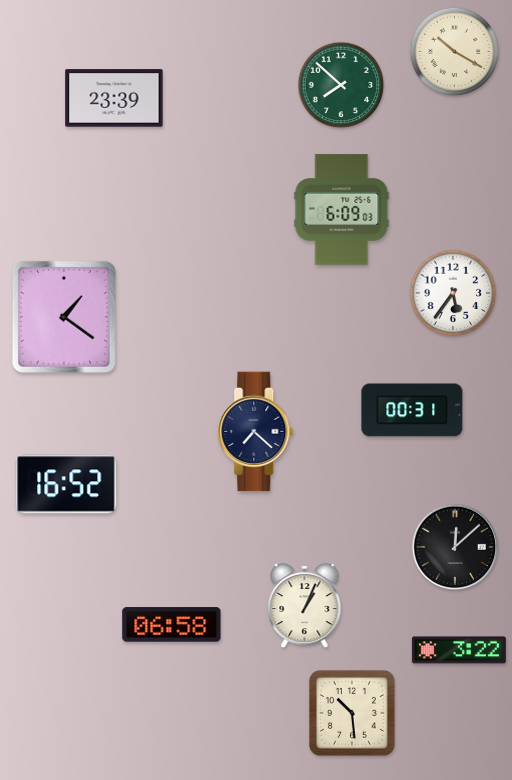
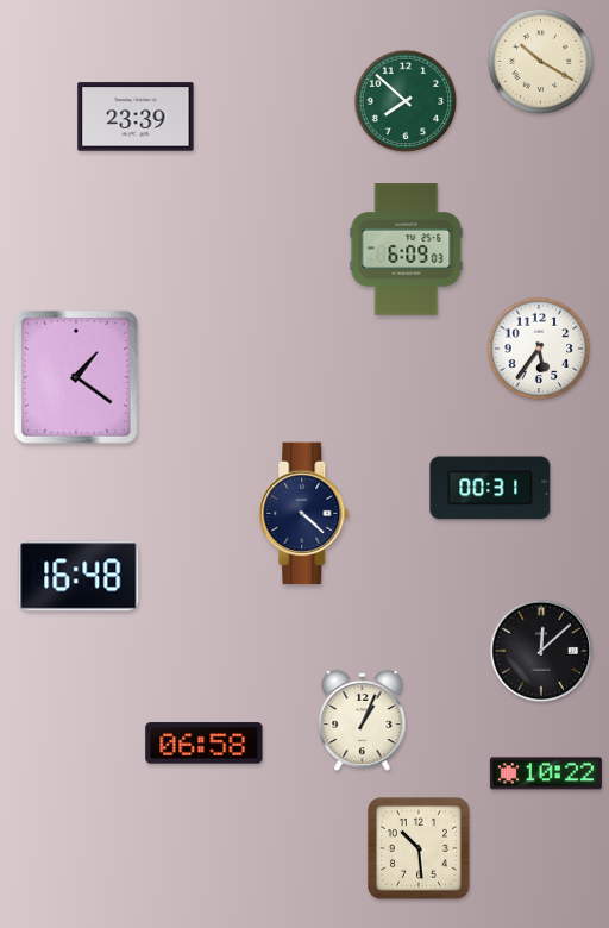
clock at (256, 432): 7:22 -> 4:22
clock at (66, 484): 16:52 -> 16:48
clock at (459, 650): 3:22 -> 10:22
